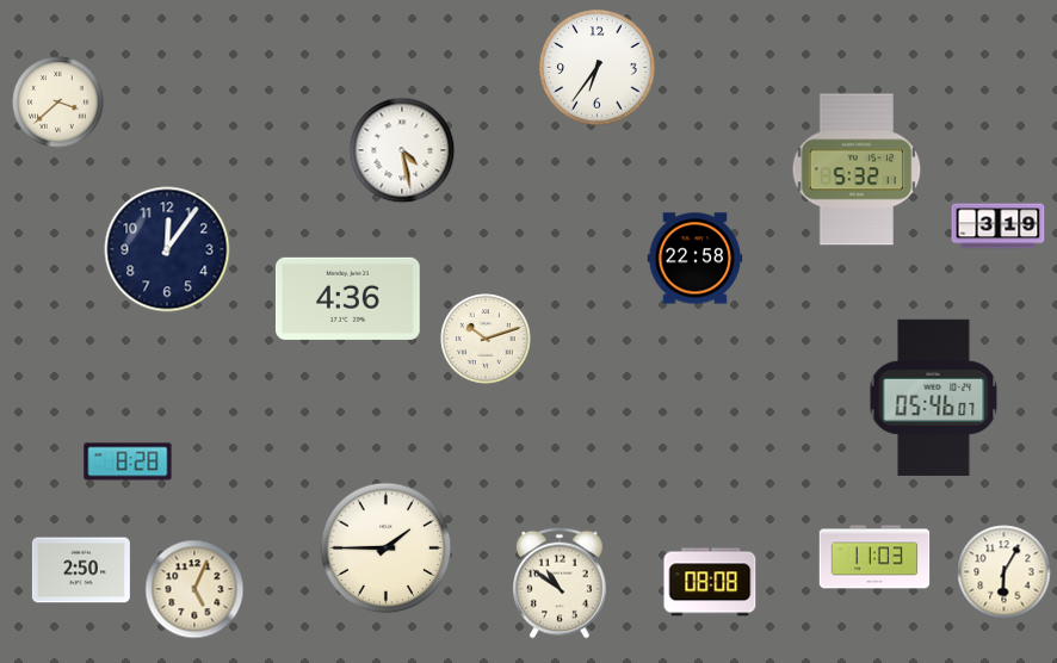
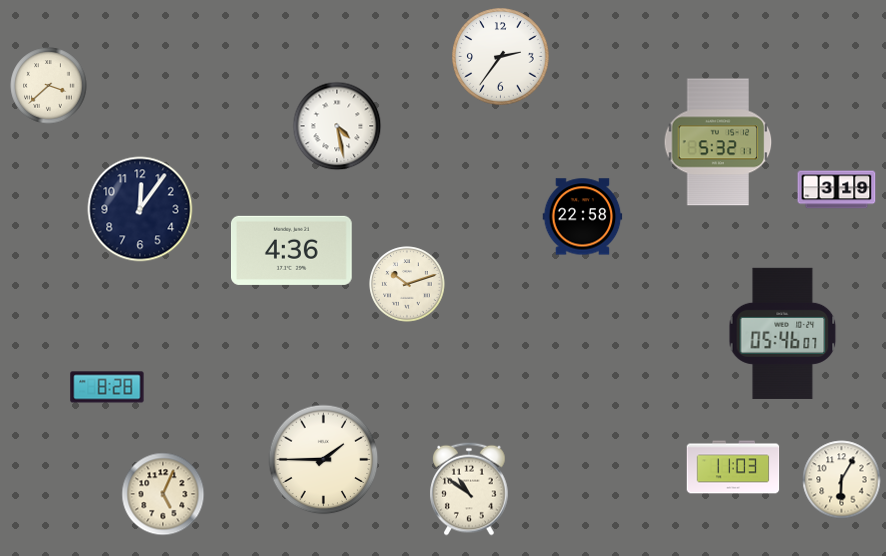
clock at (598, 68): 6:36 -> 2:36
clock at (81, 570): 2:50 -> none
clock at (710, 582): 08:08 -> none
